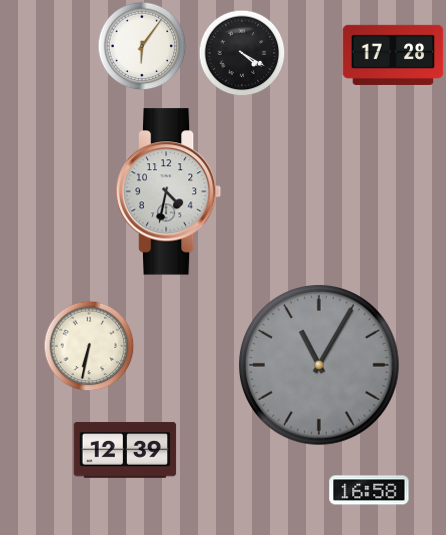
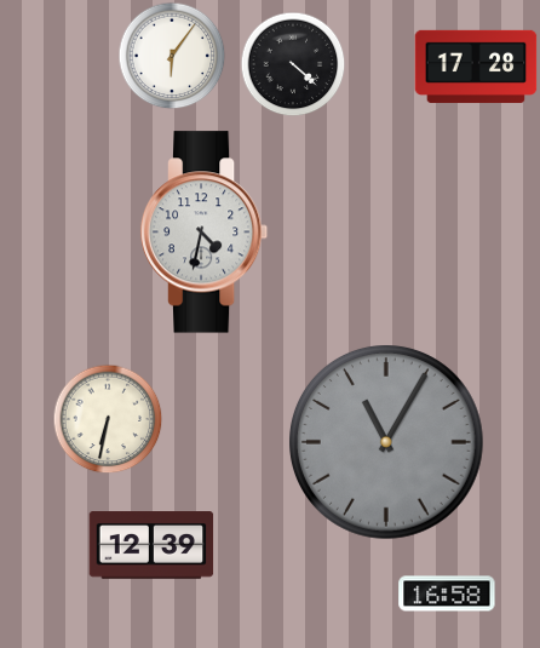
clock at (242, 53): 4:20 -> 4:22
